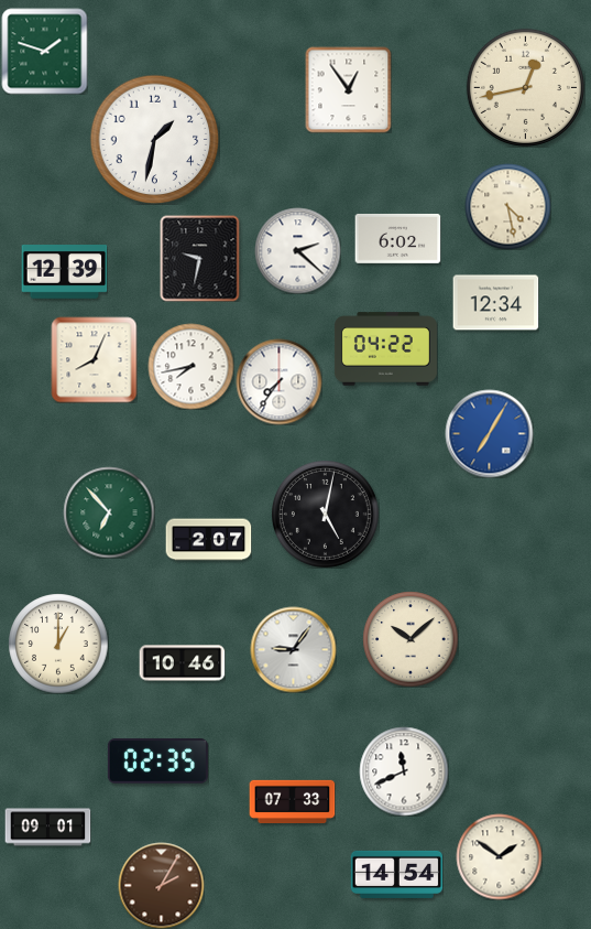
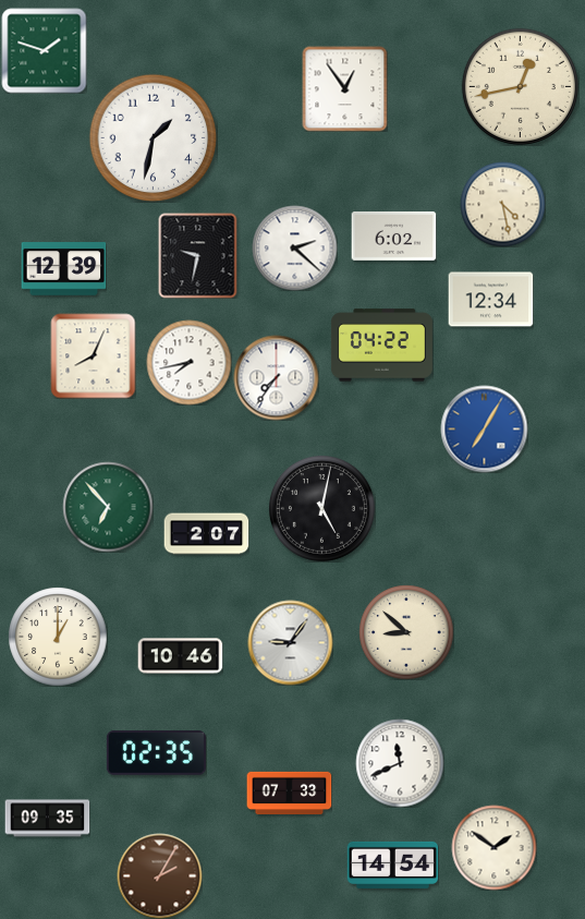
clock at (411, 639): 10:08 -> 8:52
clock at (47, 828): 09:01 -> 09:35
